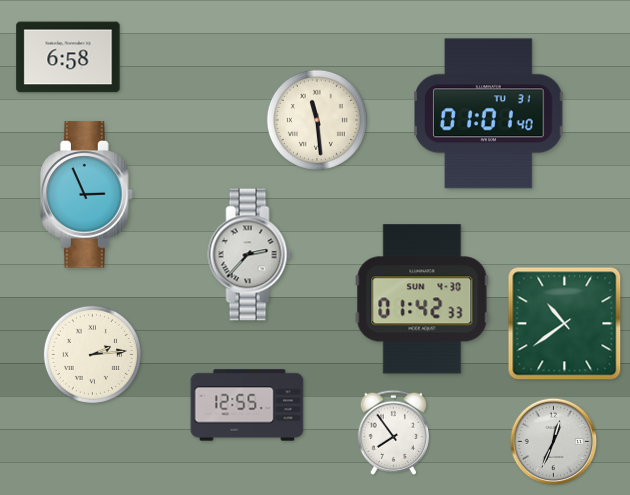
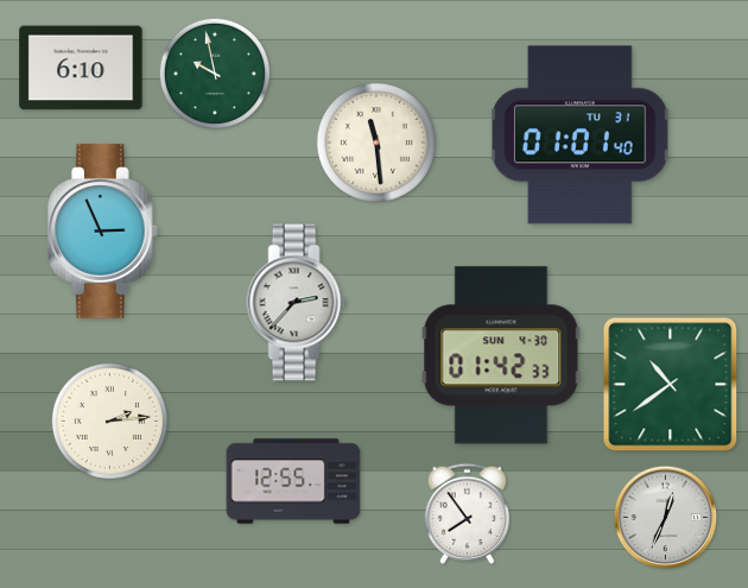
clock at (68, 57): 6:58 -> 6:10
clock at (215, 74): none -> 9:58
clock at (554, 442) position: (554, 442) -> (666, 518)
